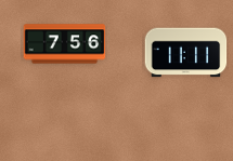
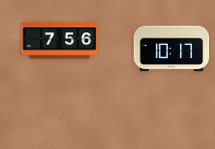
clock at (186, 53): 11:11 -> 10:17
